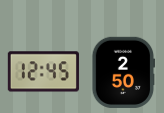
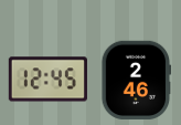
clock at (124, 72): 2:50 -> 2:46
